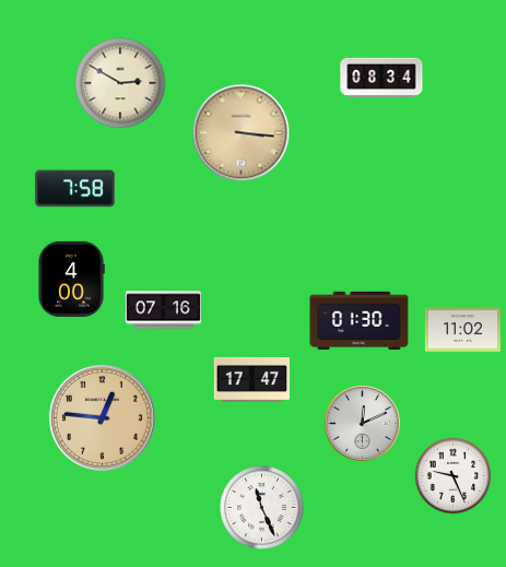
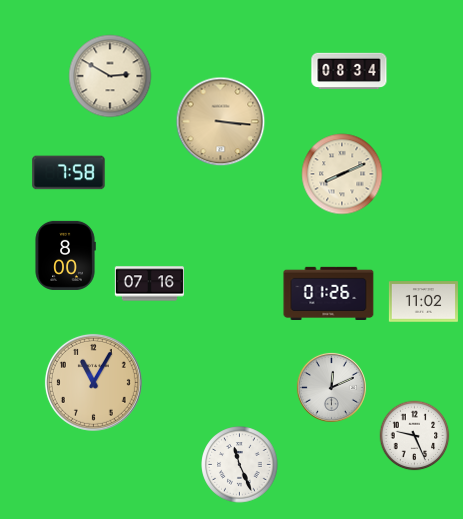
clock at (342, 174): none -> 8:11
clock at (71, 279): 4:00 -> 8:00
clock at (360, 321): 01:30 -> 01:26
clock at (251, 379): 17:47 -> none
clock at (102, 417): 12:46 -> 11:05
